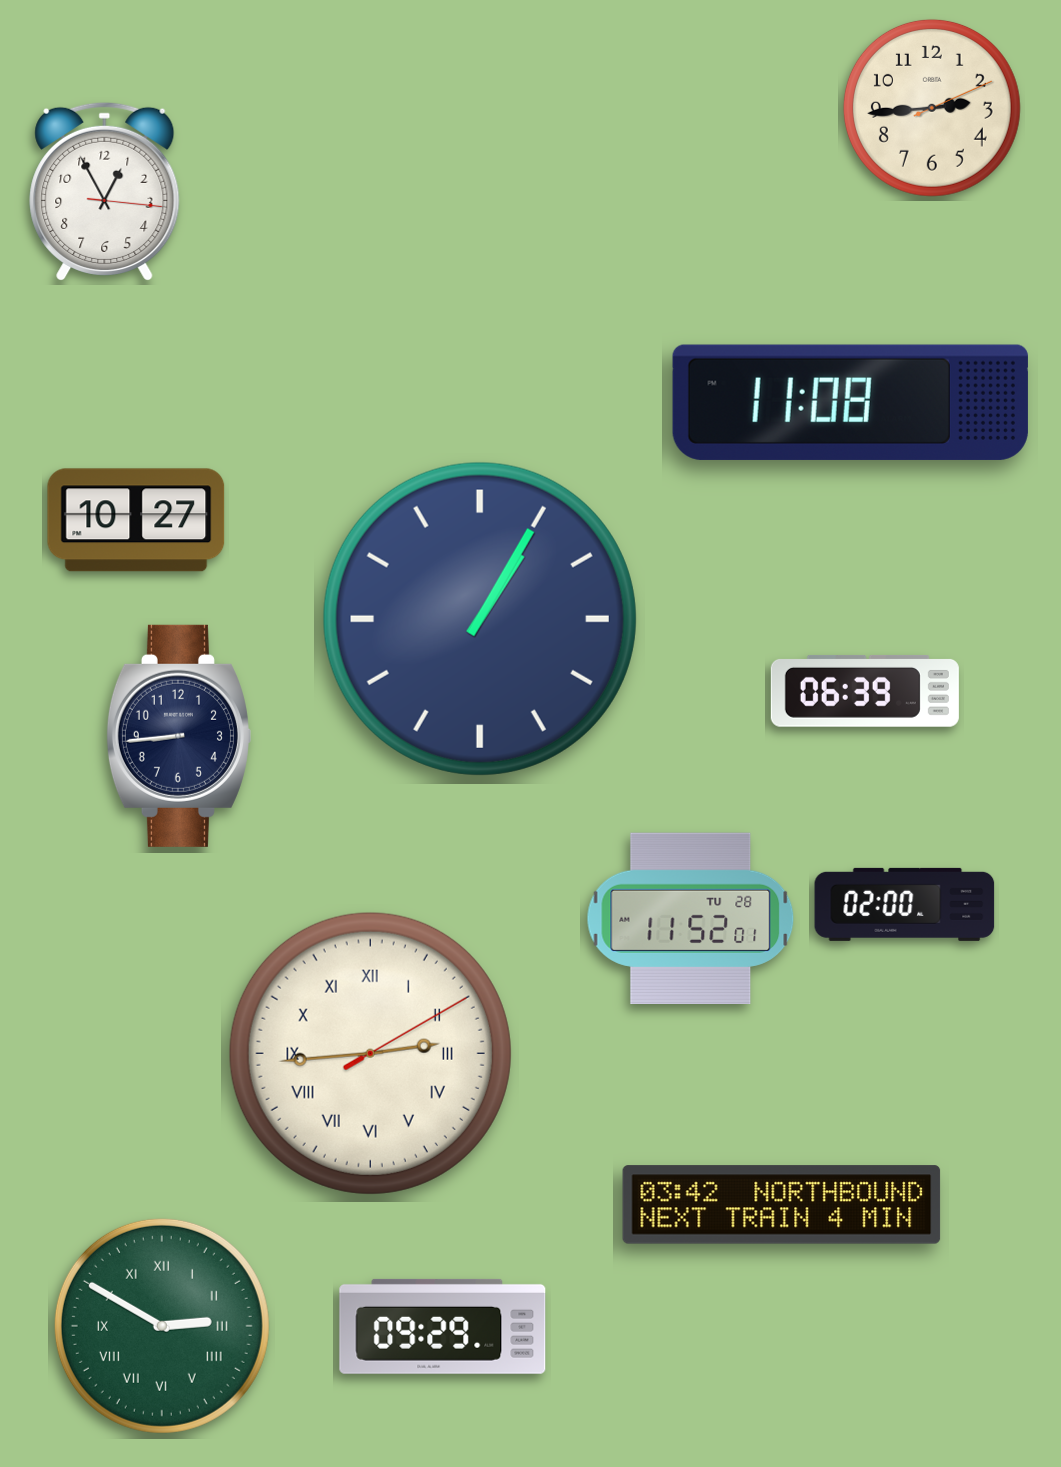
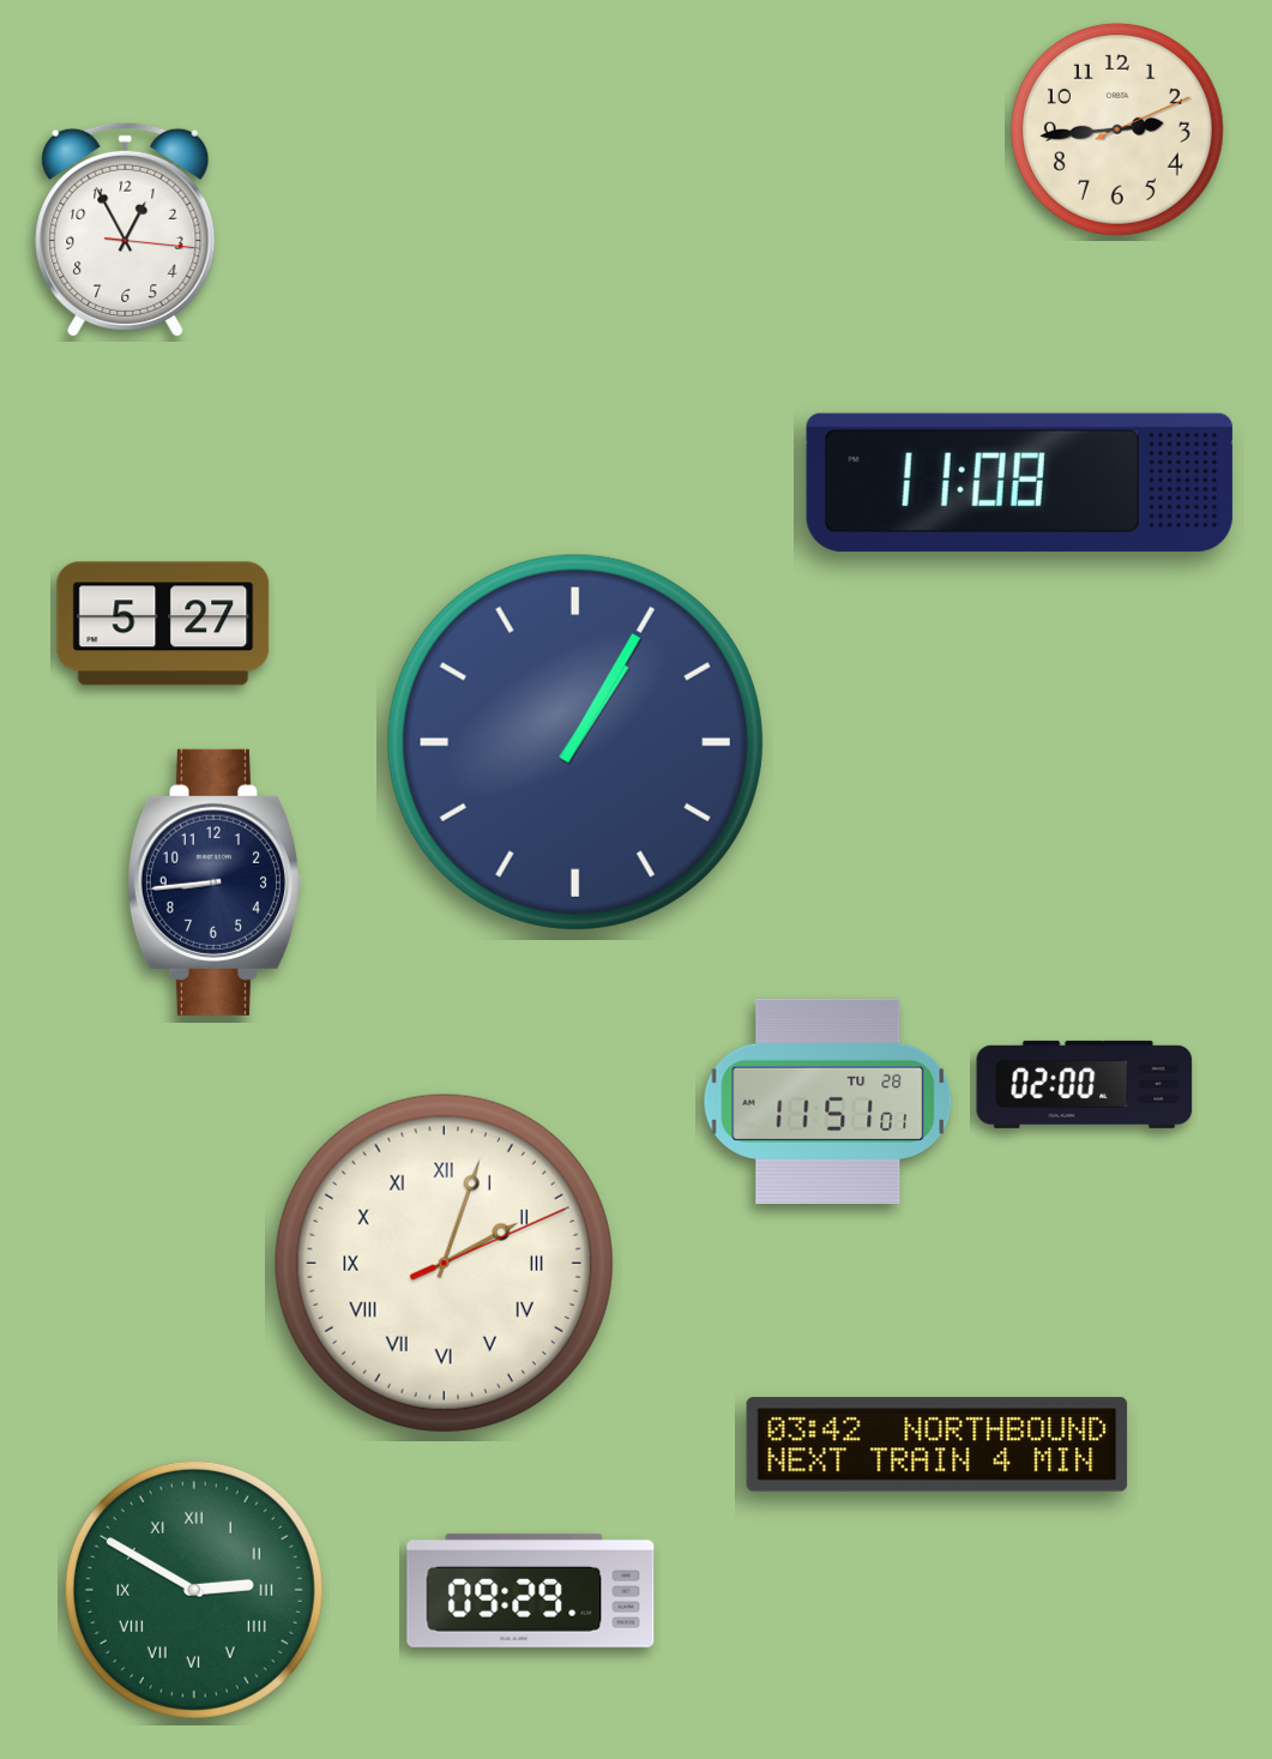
clock at (136, 520): 10:27 -> 5:27
clock at (865, 691): 06:39 -> none
clock at (691, 918): 11:52 -> 11:51
clock at (370, 1053): 2:44 -> 2:03
